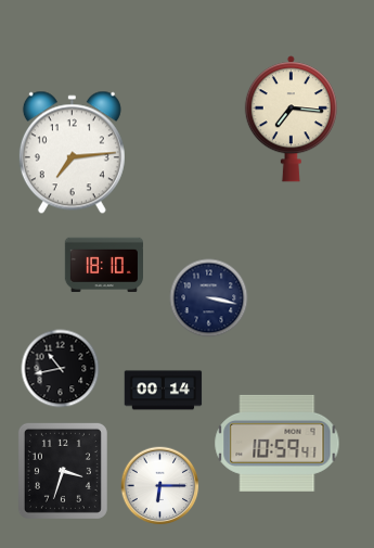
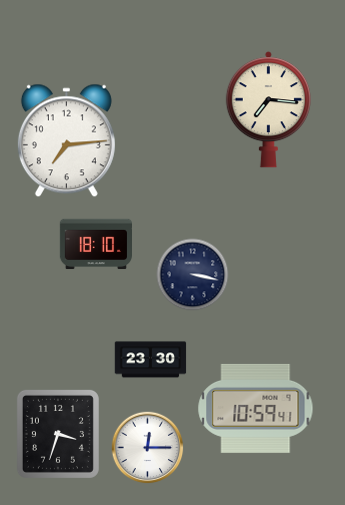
clock at (61, 369): 10:43 -> none
clock at (164, 391): 00:14 -> 23:30
clock at (160, 486): 6:15 -> 12:15
